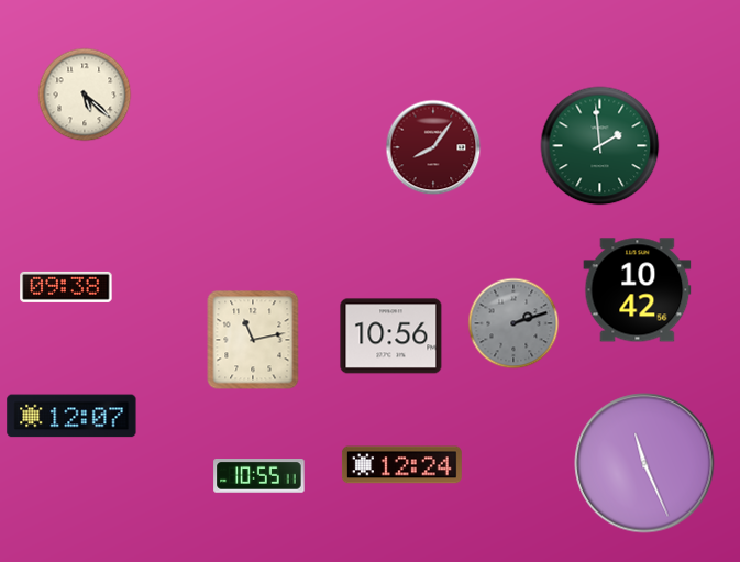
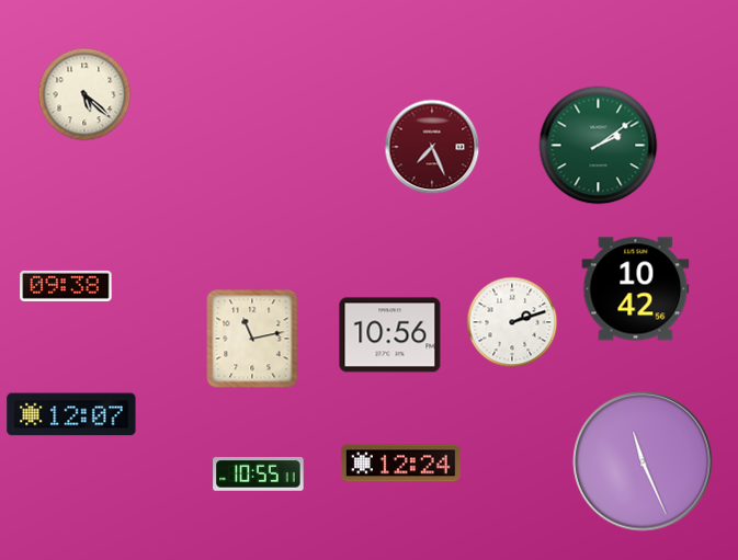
clock at (600, 146): 1:59 -> 2:09
clock at (433, 147): 8:06 -> 7:26
clock at (513, 323) dial: grey -> white
